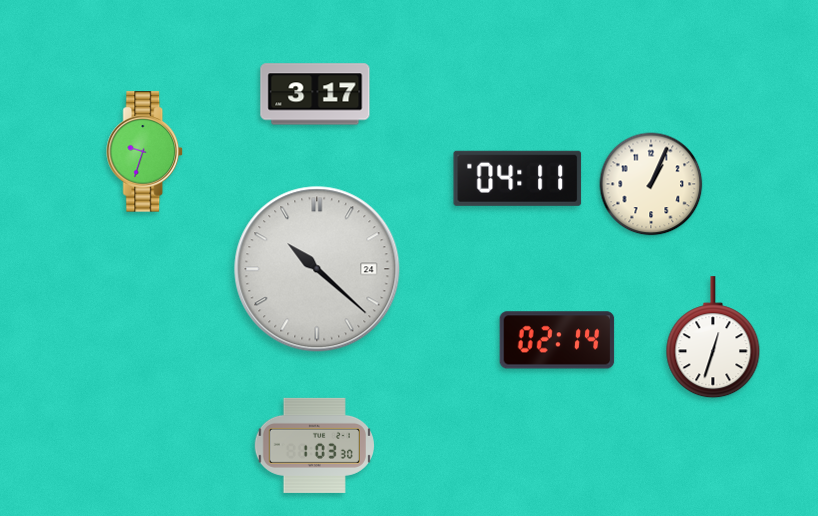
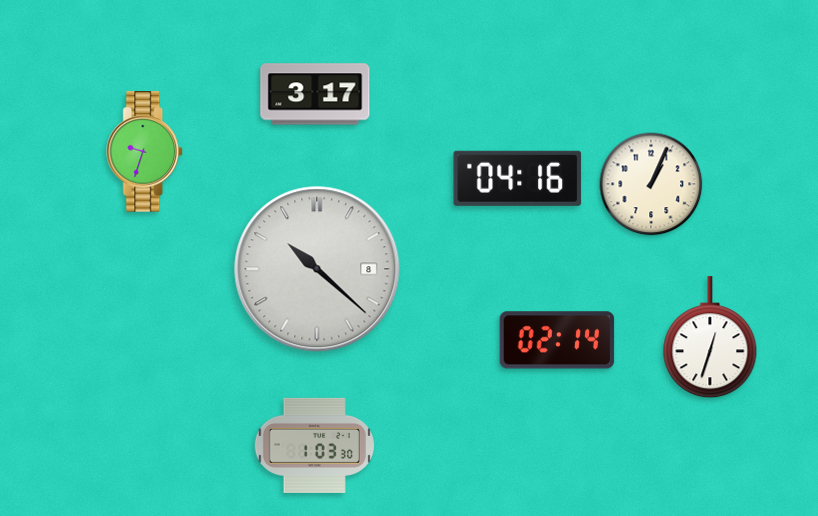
clock at (518, 178): 04:11 -> 04:16
clock at (317, 269) date: 24 -> 8
clock at (713, 338) position: (713, 338) -> (710, 338)
